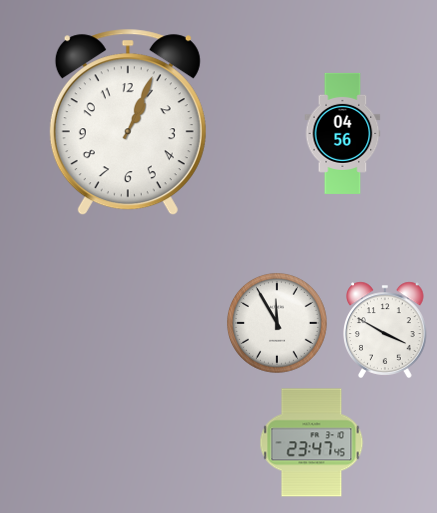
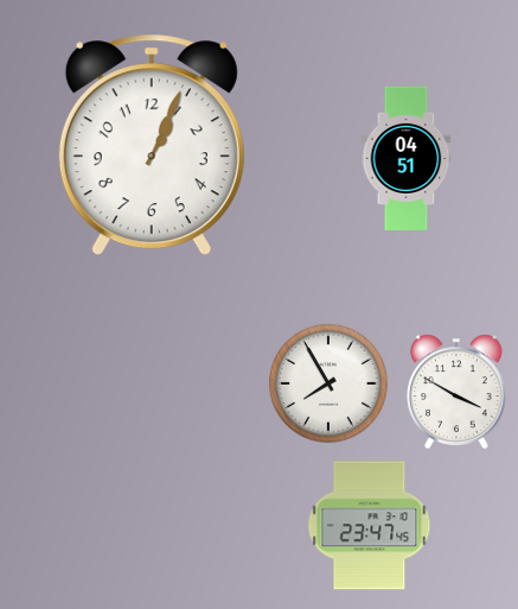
clock at (343, 133): 04:56 -> 04:51
clock at (277, 323): 11:55 -> 7:55
